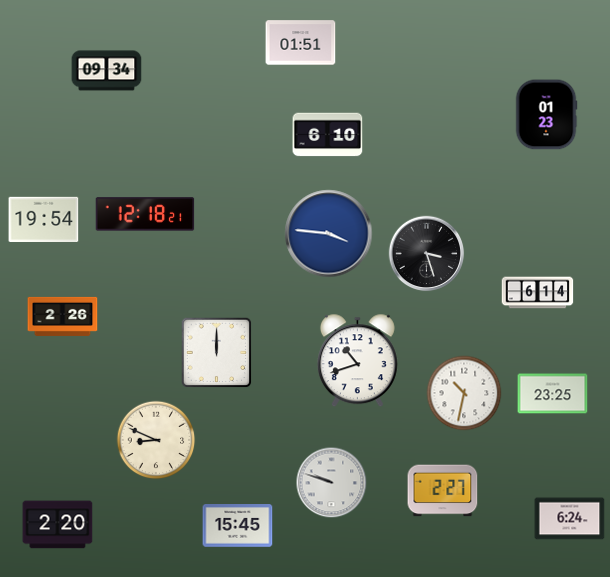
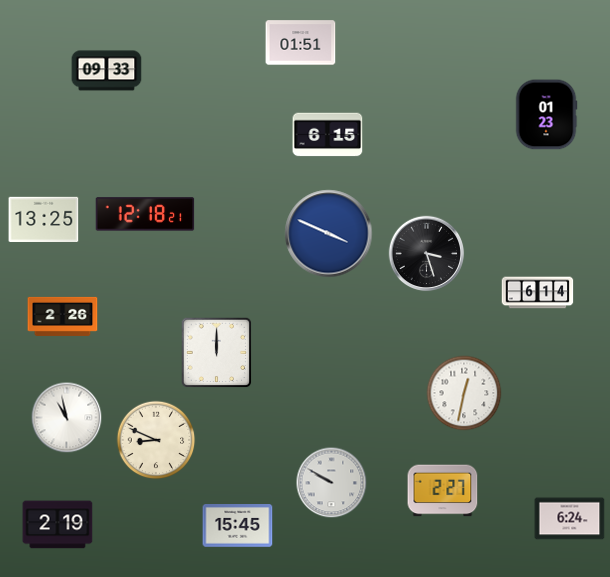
clock at (107, 71): 09:34 -> 09:33
clock at (328, 135): 6:10 -> 6:15
clock at (44, 219): 19:54 -> 13:25
clock at (329, 234): 3:46 -> 3:49
clock at (357, 361): 10:42 -> none
clock at (464, 393): 10:32 -> 12:32
clock at (553, 394): 23:25 -> none
clock at (67, 418): none -> 10:58
clock at (332, 483): 9:48 -> 9:50
clock at (58, 525): 2:20 -> 2:19
